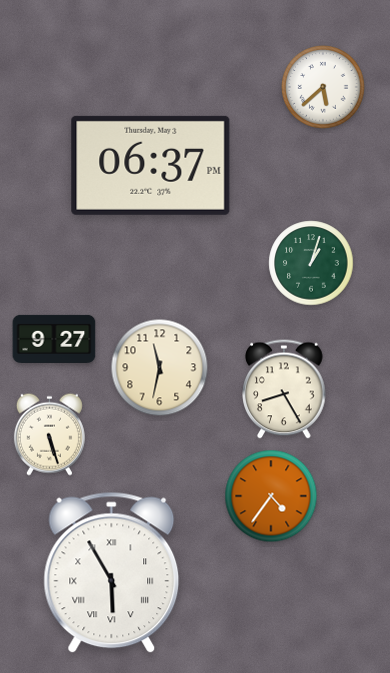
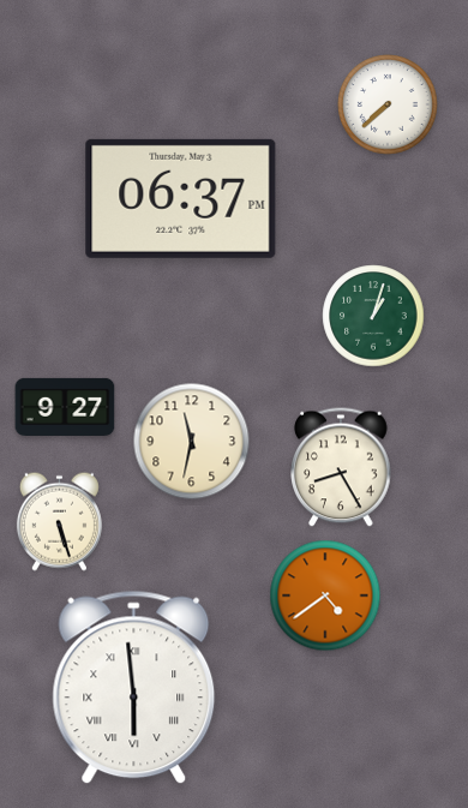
clock at (323, 87): 5:38 -> 7:38
clock at (271, 496): 4:36 -> 4:39
clock at (112, 573): 5:55 -> 5:59
